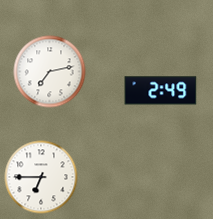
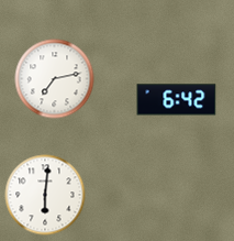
clock at (161, 91): 2:49 -> 6:42
clock at (41, 177): 6:45 -> 6:01
